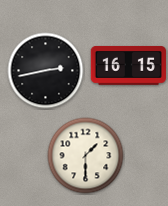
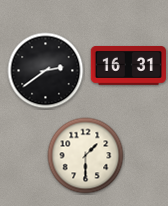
clock at (128, 66): 16:15 -> 16:31
clock at (46, 71): 2:43 -> 2:39
